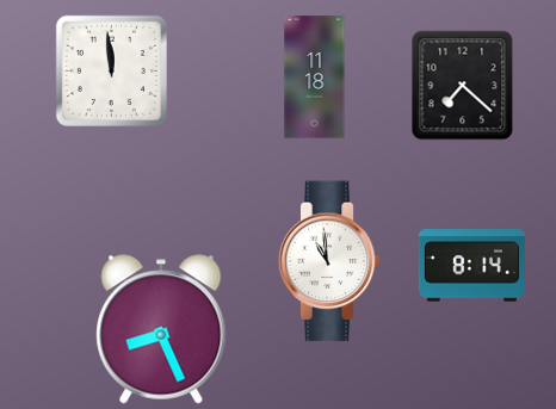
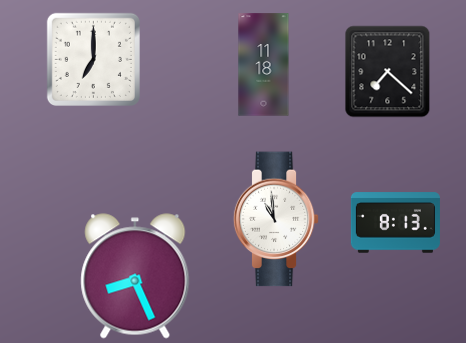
clock at (111, 70): 11:59 -> 7:00
clock at (471, 266): 8:14 -> 8:13
